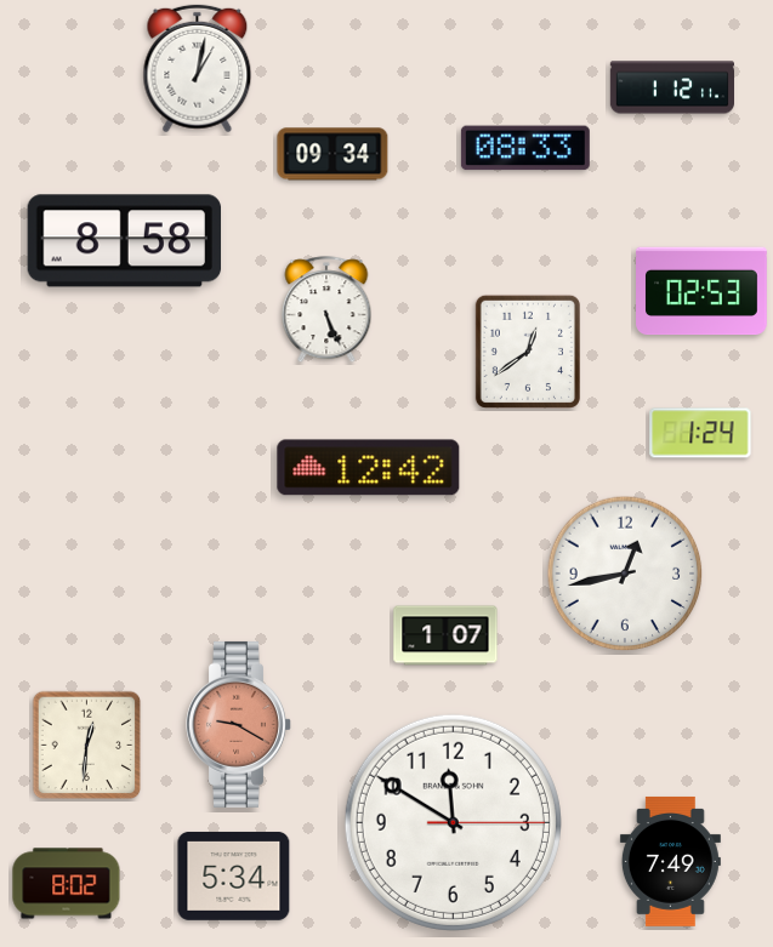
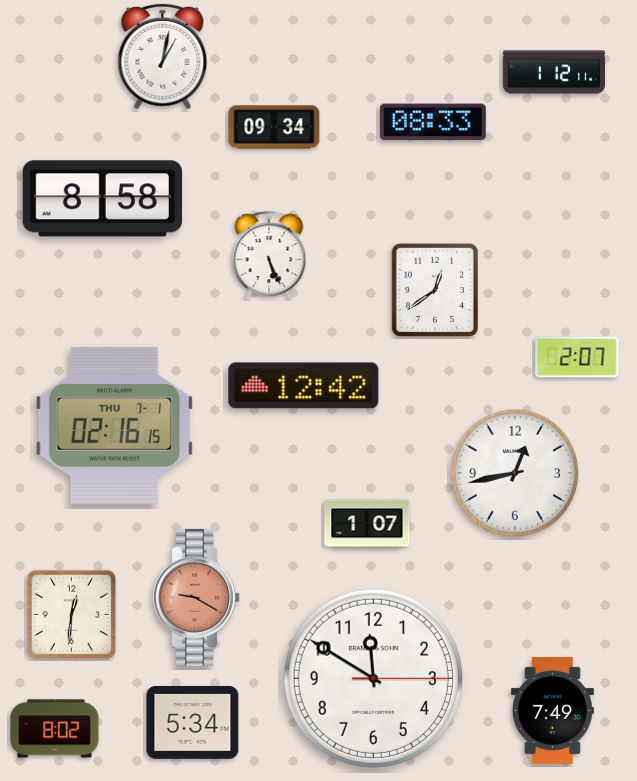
clock at (703, 291): 02:53 -> none
clock at (700, 433): 1:24 -> 2:07
clock at (115, 425): none -> 02:16
